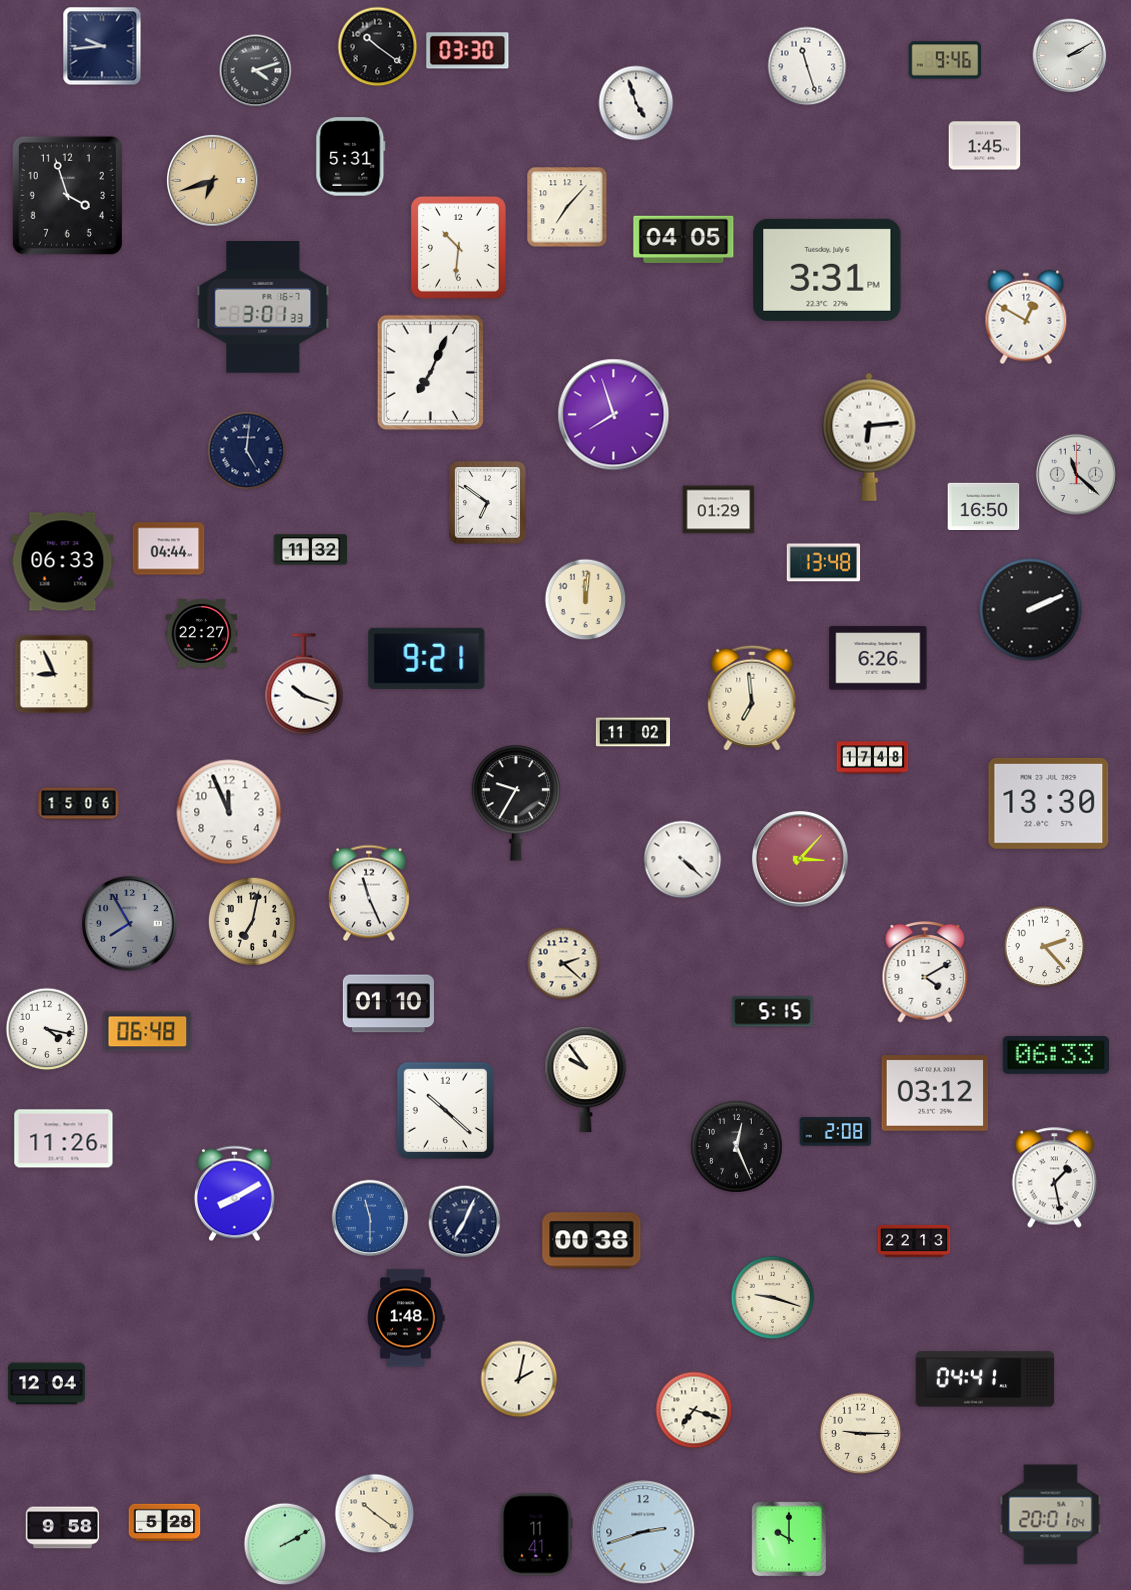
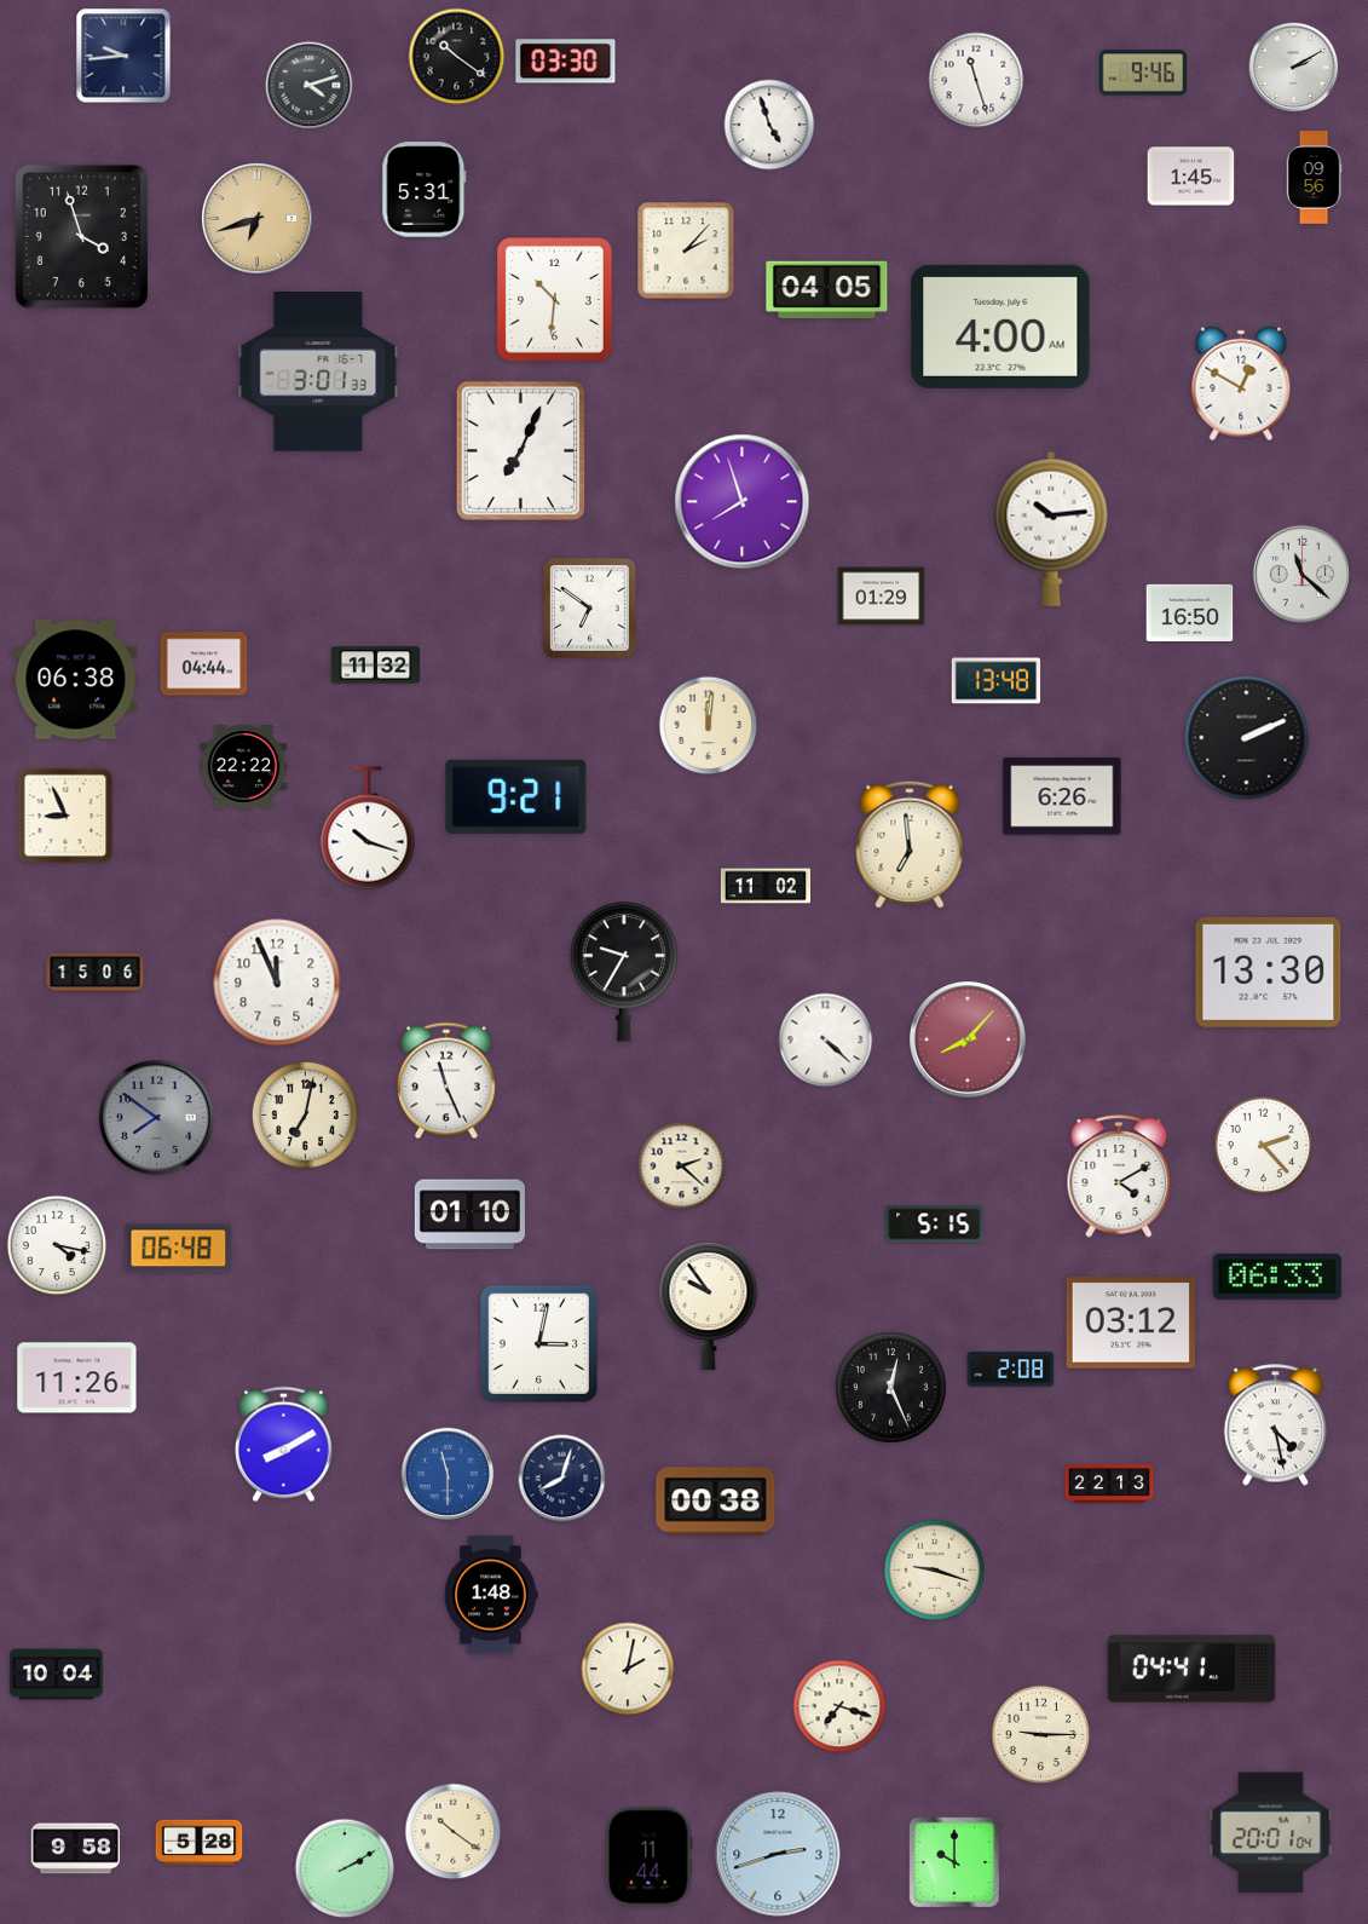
clock at (1314, 178): none -> 09:56
clock at (567, 207): 7:07 -> 2:07
clock at (827, 270): 3:31 -> 4:00
clock at (869, 437): 6:14 -> 10:14
clock at (247, 451): 5:01 -> none
clock at (719, 510) position: (719, 510) -> (882, 597)
clock at (63, 562): 06:33 -> 06:38
clock at (202, 633): 22:27 -> 22:22
clock at (873, 758): 17:48 -> none
clock at (800, 859): 3:07 -> 8:07
clock at (130, 924): 7:55 -> 7:51
clock at (445, 1110): 10:22 -> 3:02
clock at (1055, 1178): 1:28 -> 4:28
clock at (465, 1222): 7:04 -> 8:03
clock at (914, 1242) position: (914, 1242) -> (1109, 1485)
clock at (47, 1384): 12:04 -> 10:04
clock at (537, 1535): 11:41 -> 11:44
